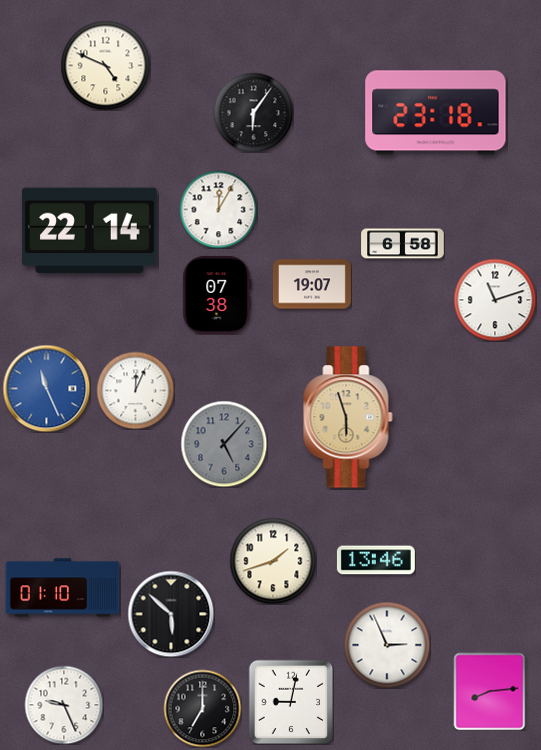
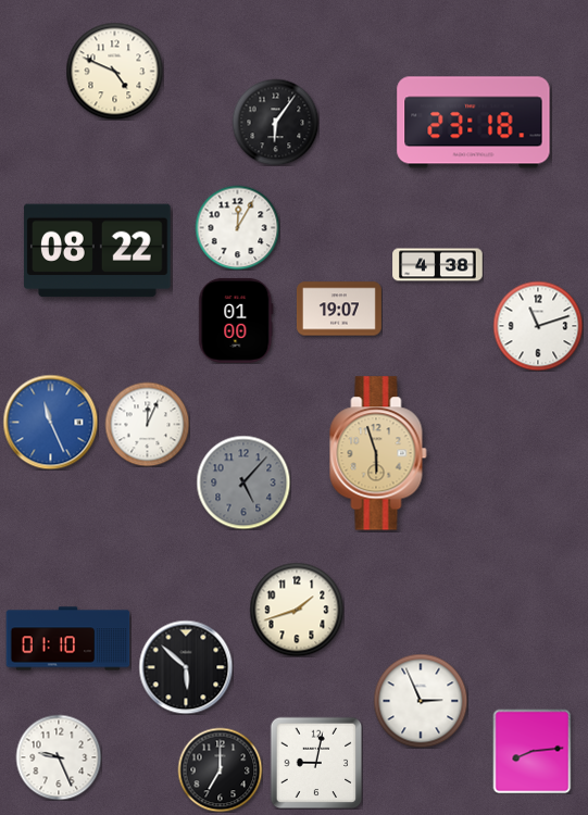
clock at (90, 231): 22:14 -> 08:22
clock at (403, 244): 6:58 -> 4:38
clock at (217, 295): 07:38 -> 01:00
clock at (376, 560): 13:46 -> none
clock at (64, 705) position: (64, 705) -> (59, 757)
